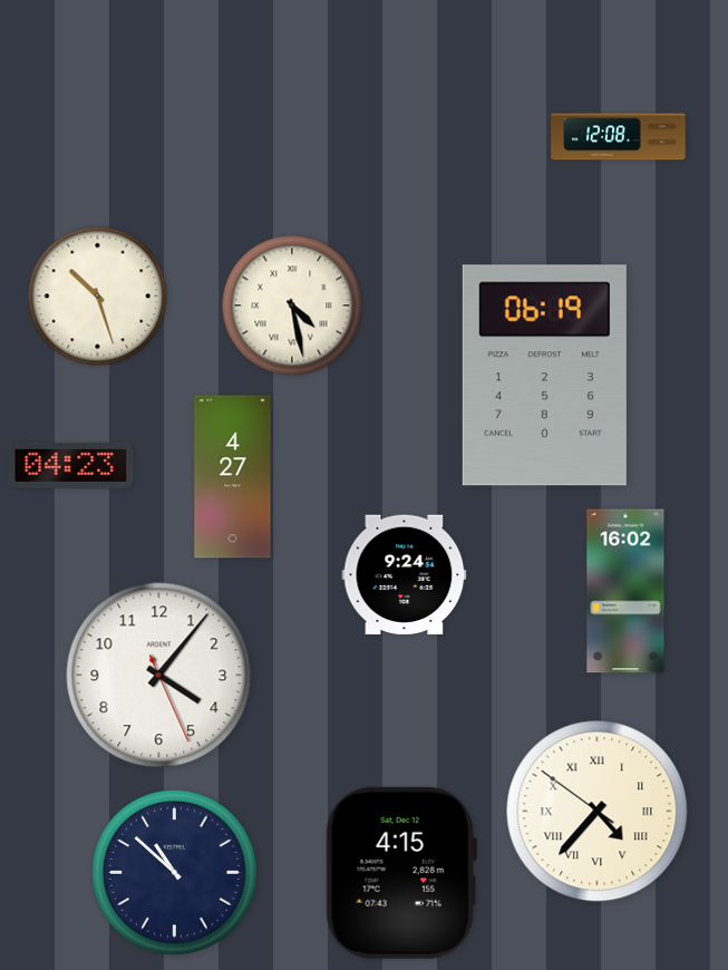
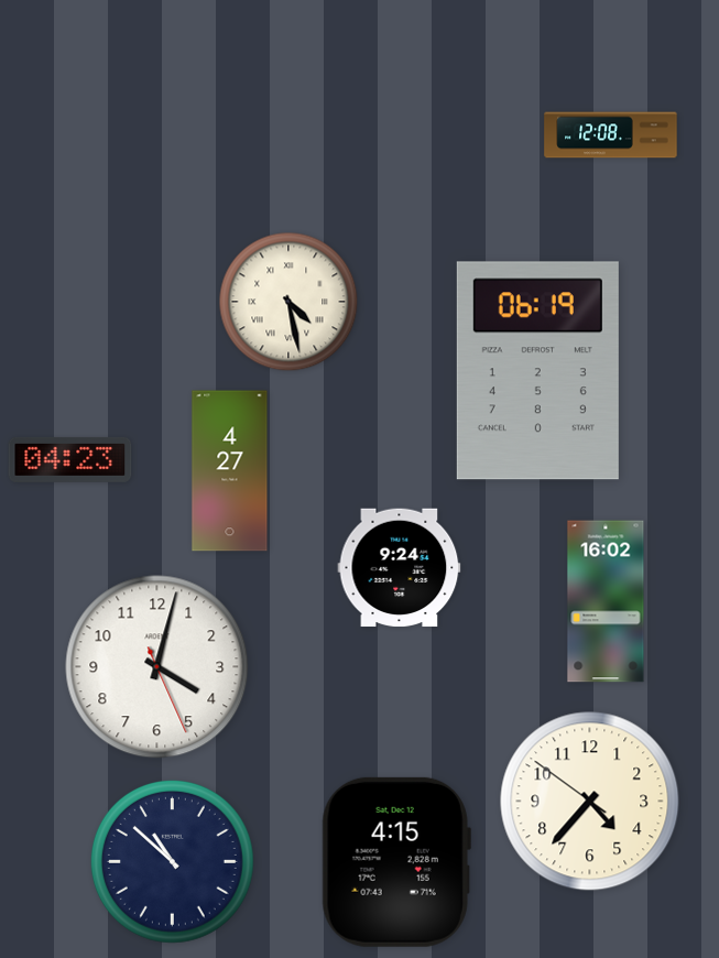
clock at (98, 297): 10:27 -> none
clock at (625, 591) position: (625, 591) -> (606, 601)
clock at (159, 676): 4:06 -> 4:02
clock at (598, 812) numerals: Roman -> Arabic
